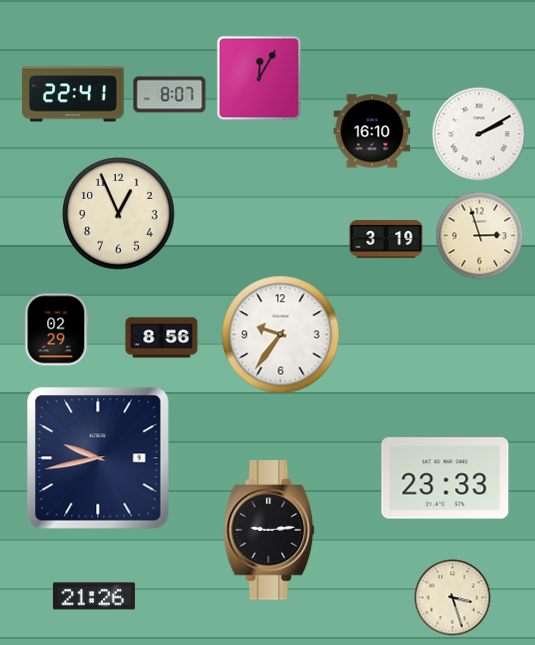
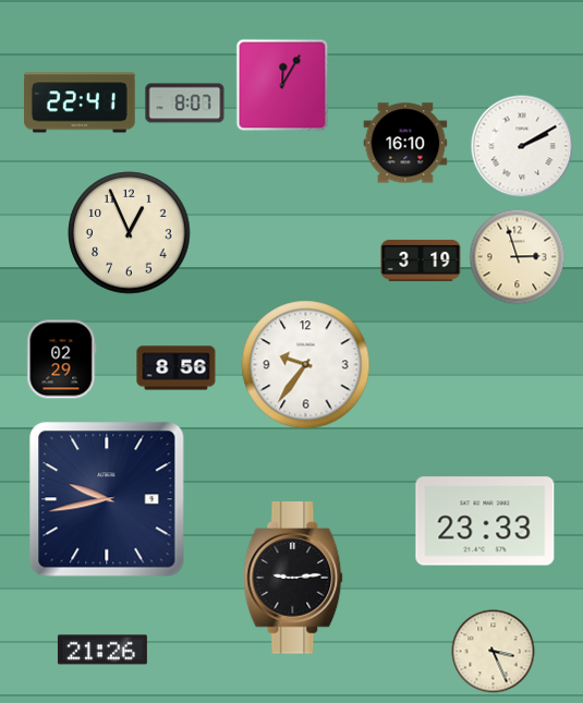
clock at (480, 236) position: (480, 236) -> (518, 257)
clock at (453, 598): 3:27 -> 3:26
